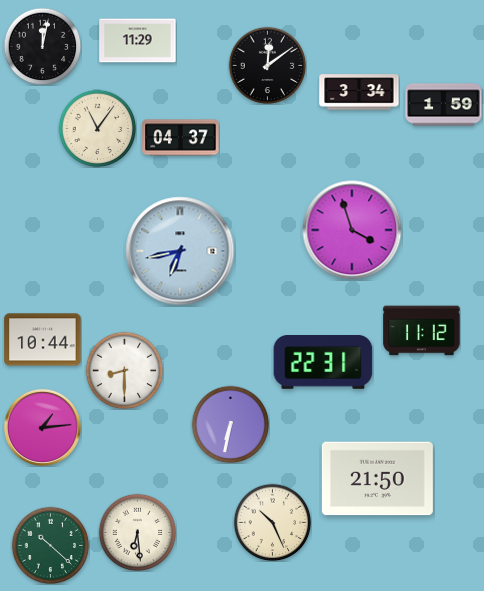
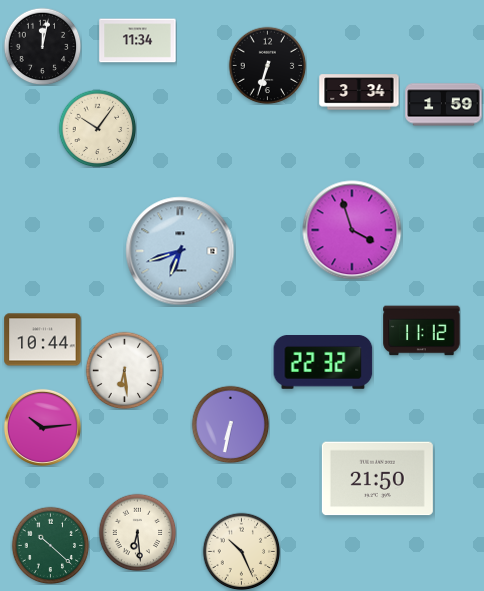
clock at (138, 41): 11:29 -> 11:34
clock at (267, 65): 12:09 -> 6:33
clock at (97, 128): 11:06 -> 10:06
clock at (181, 138): 04:37 -> none
clock at (180, 251): 6:43 -> 6:42
clock at (323, 363): 22:31 -> 22:32
clock at (124, 370): 8:30 -> 6:29
clock at (42, 427): 1:14 -> 10:14
clock at (272, 522) position: (272, 522) -> (241, 551)
